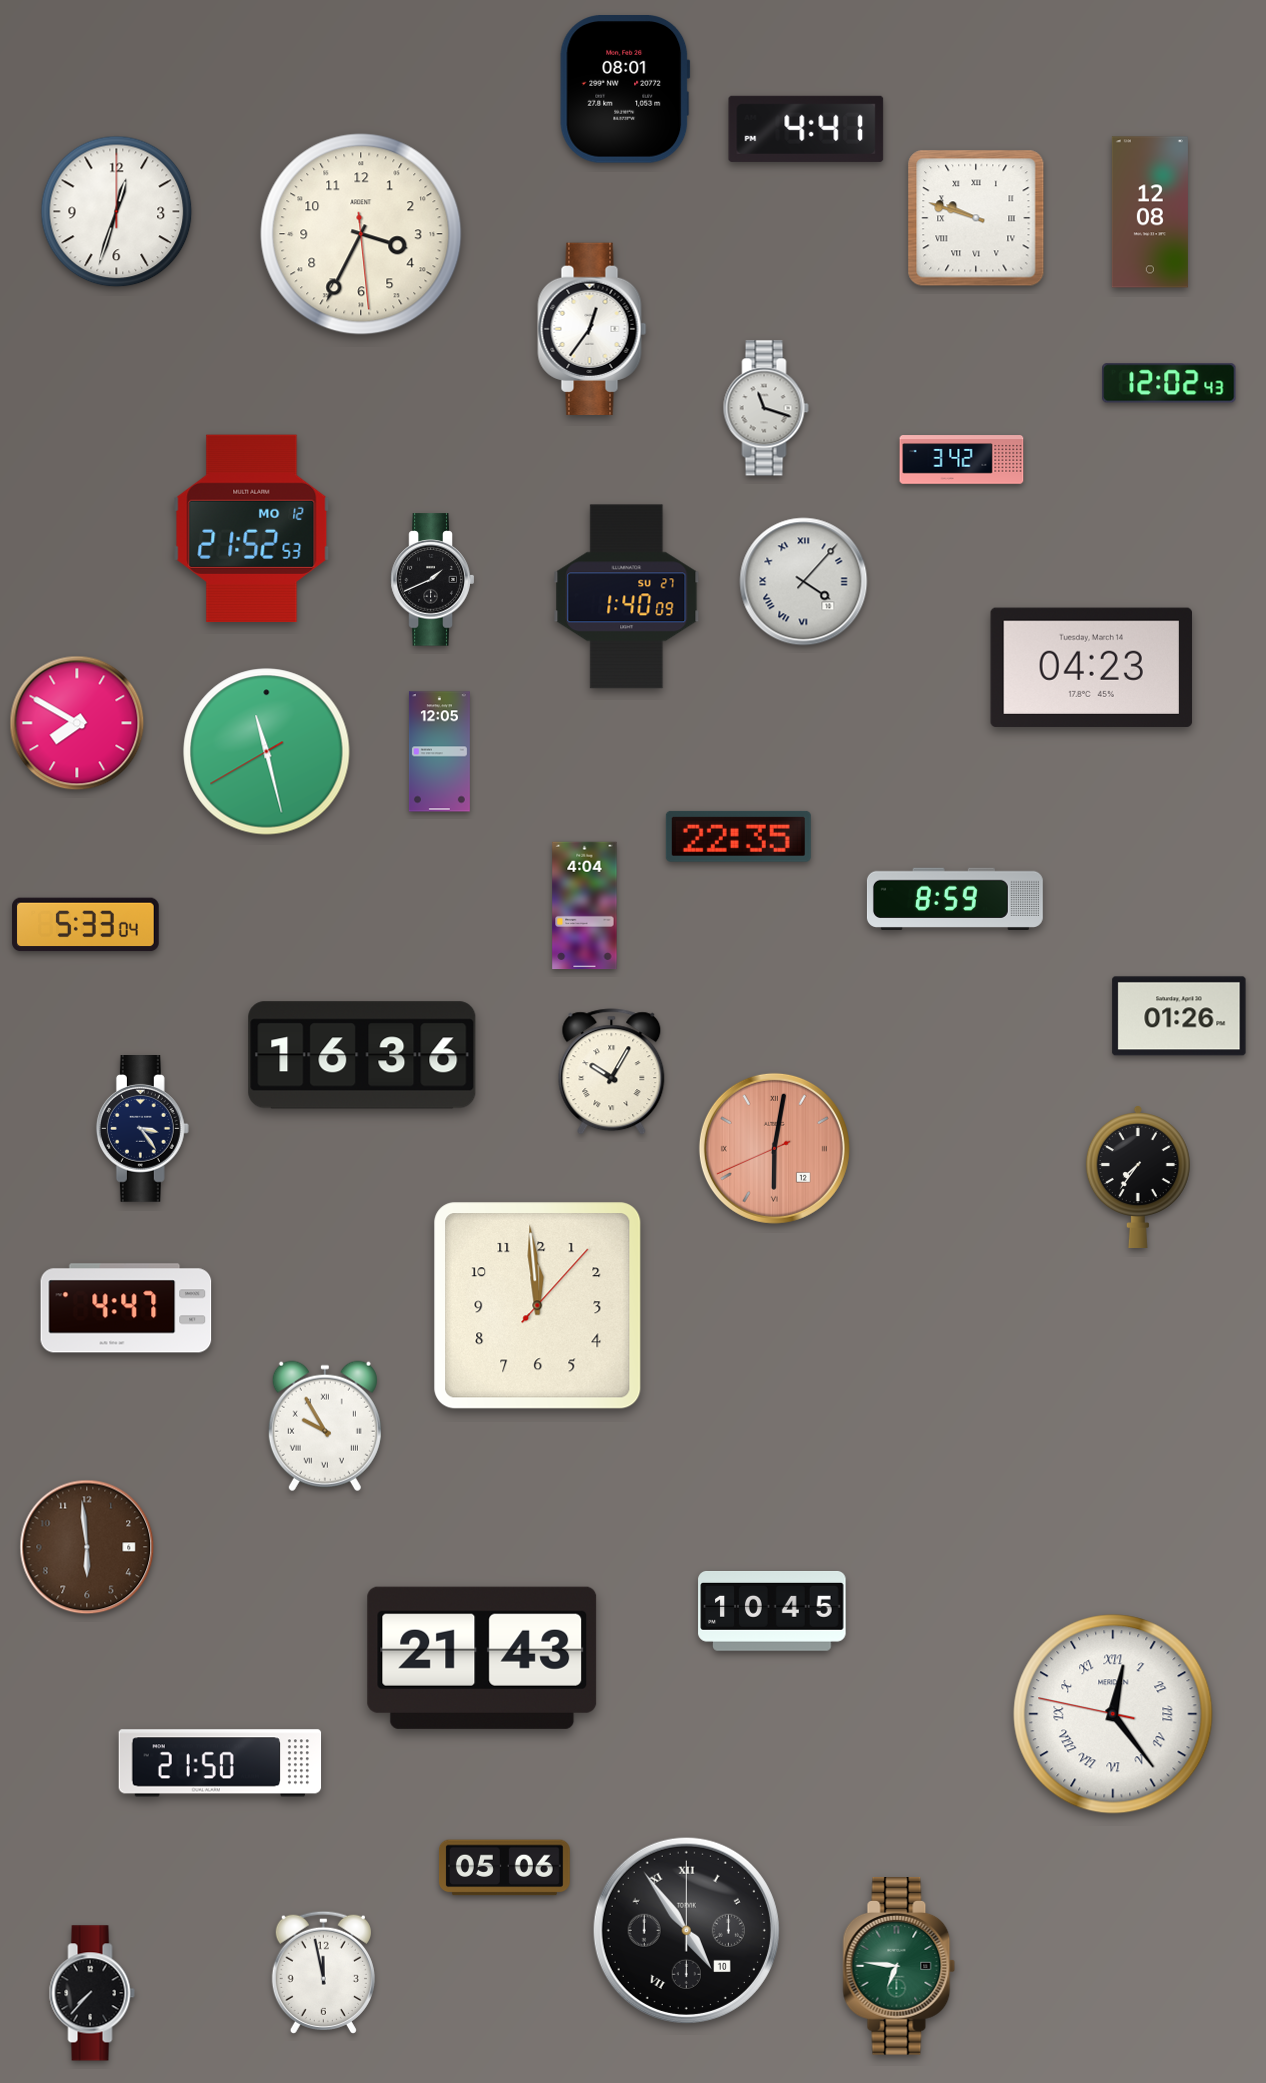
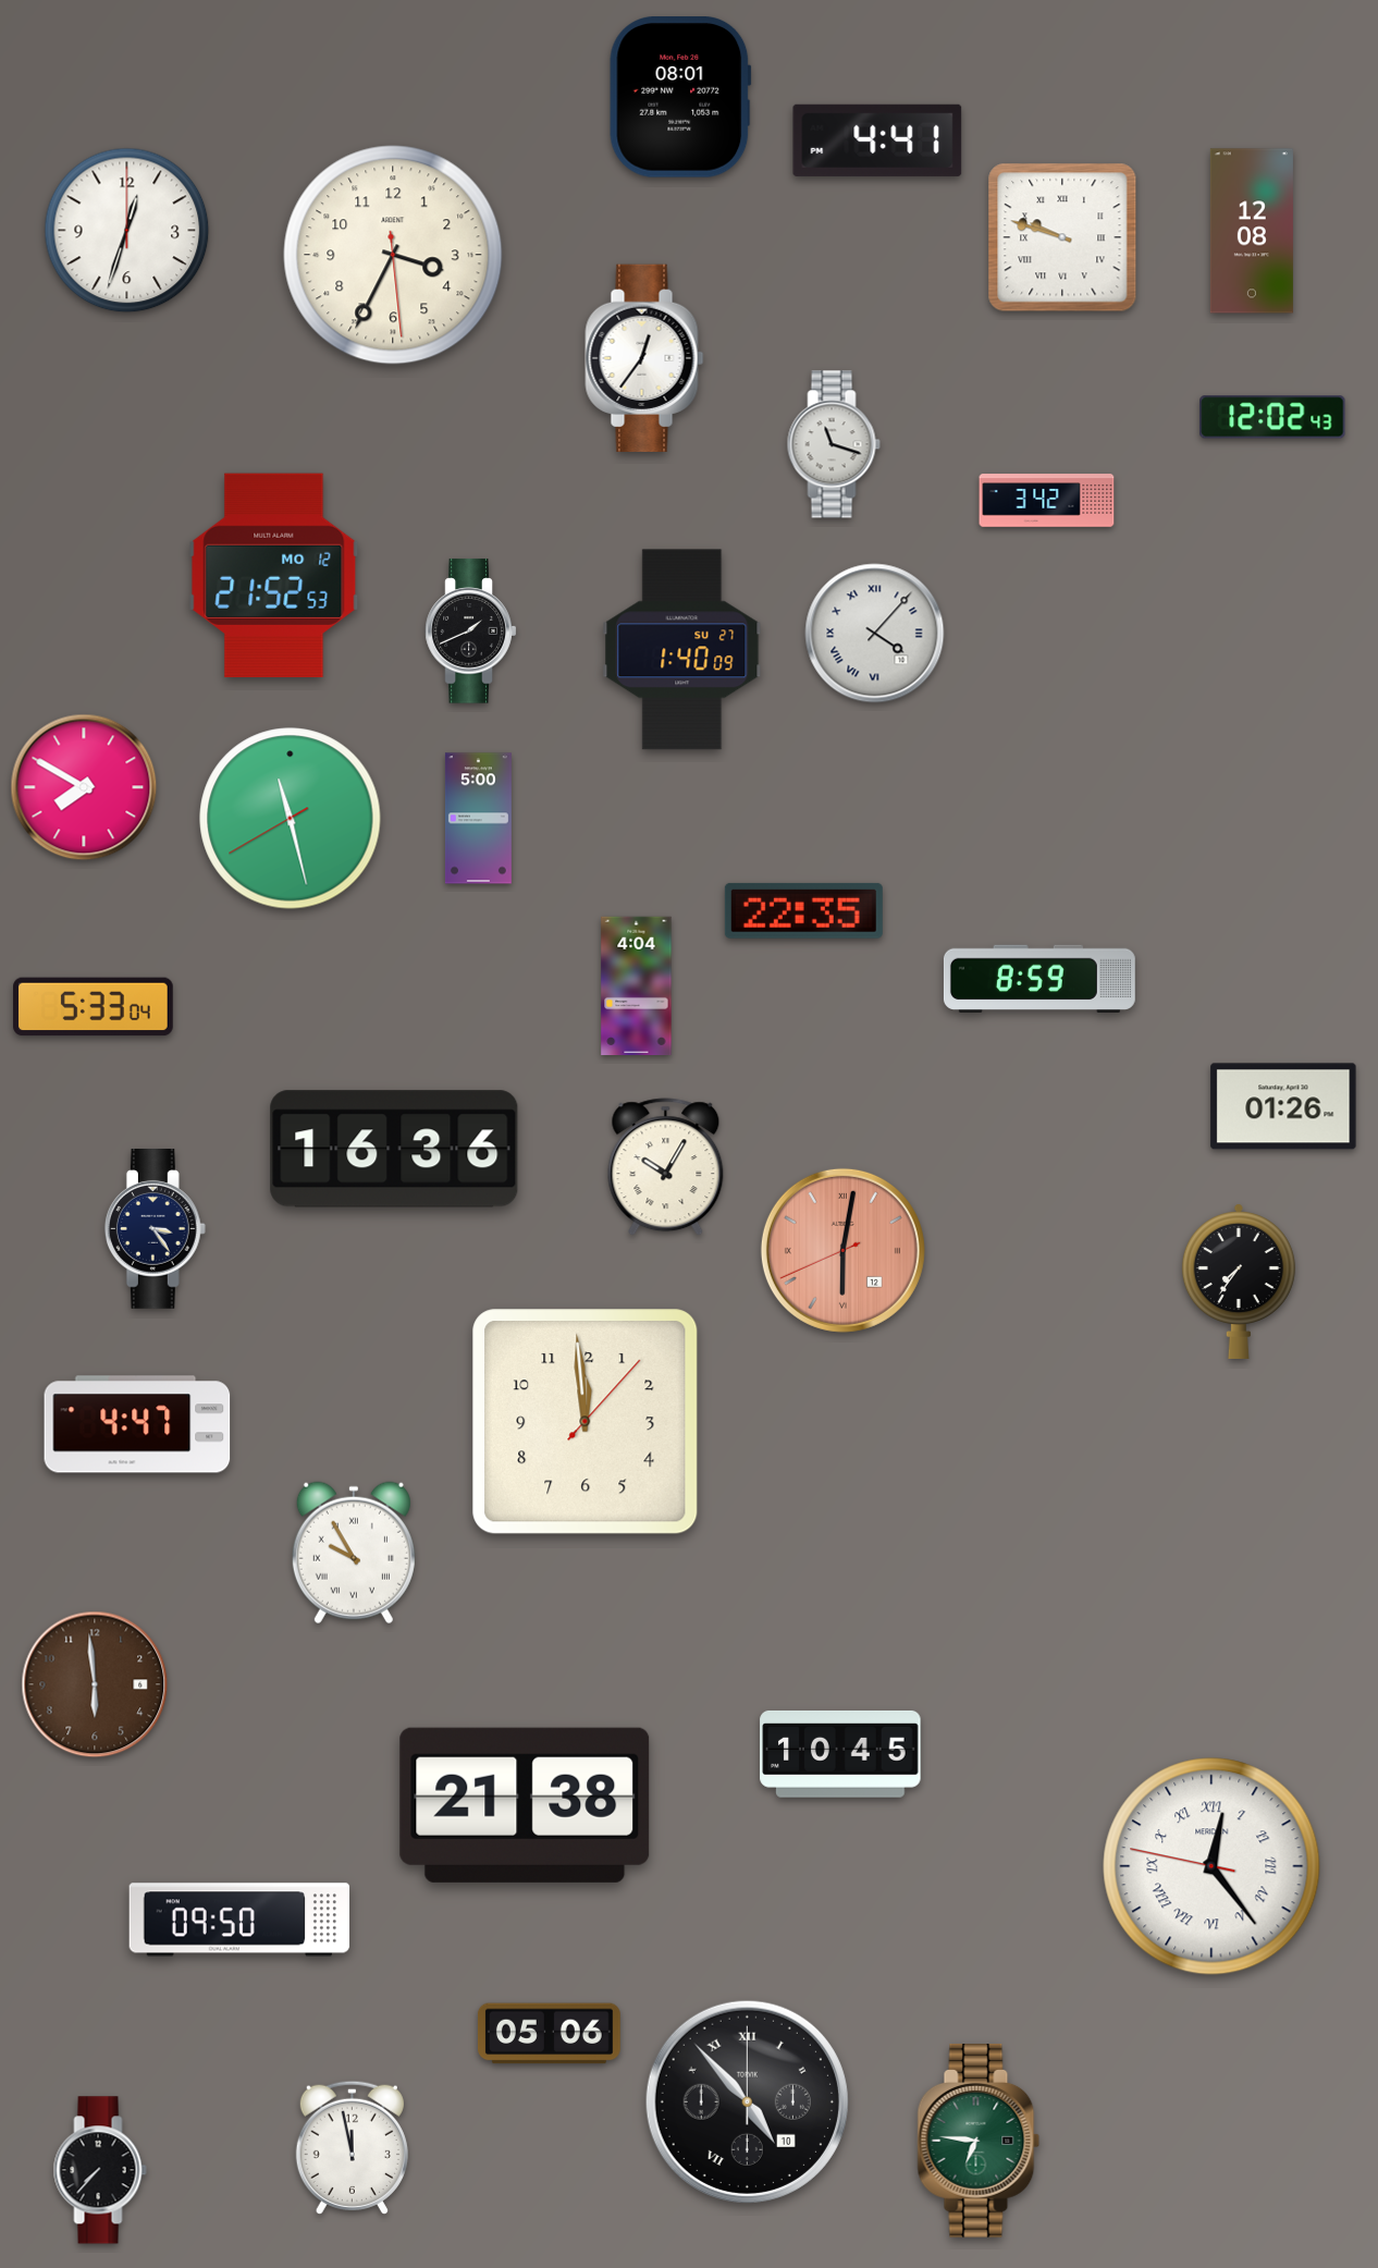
clock at (1092, 667): 04:23 -> none
clock at (439, 752): 12:05 -> 5:00
clock at (482, 1658): 21:43 -> 21:38
clock at (220, 1763): 21:50 -> 09:50
clock at (686, 1930): 4:54 -> 4:53
